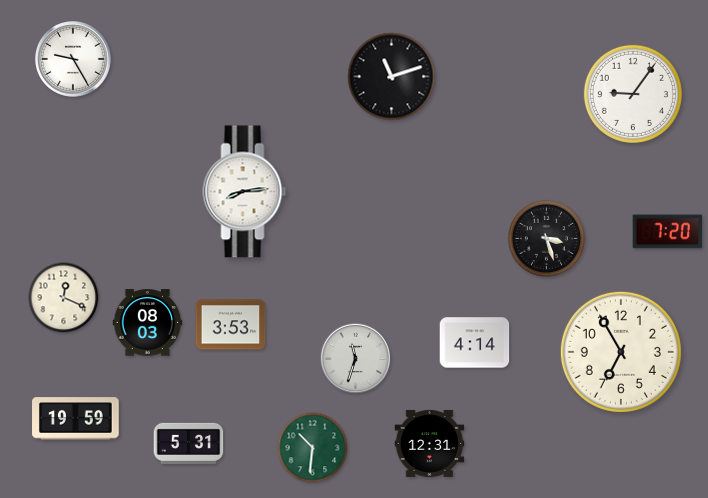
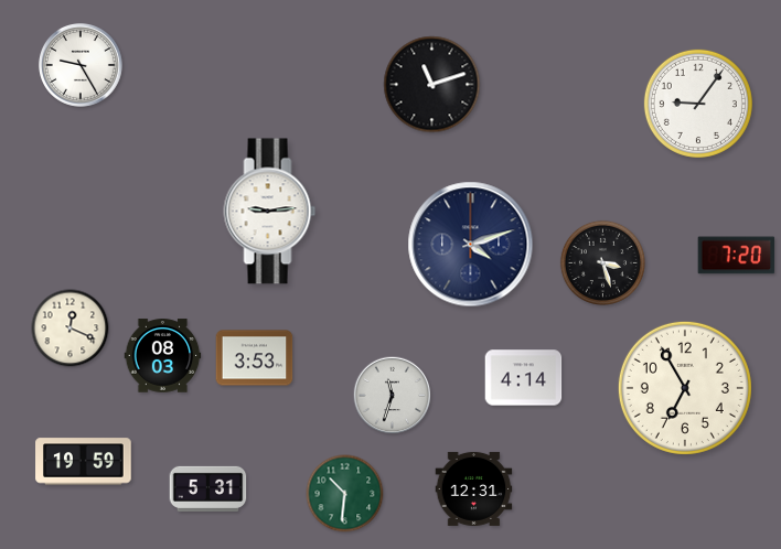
clock at (245, 192): 8:14 -> 9:14
clock at (471, 245): none -> 4:12
